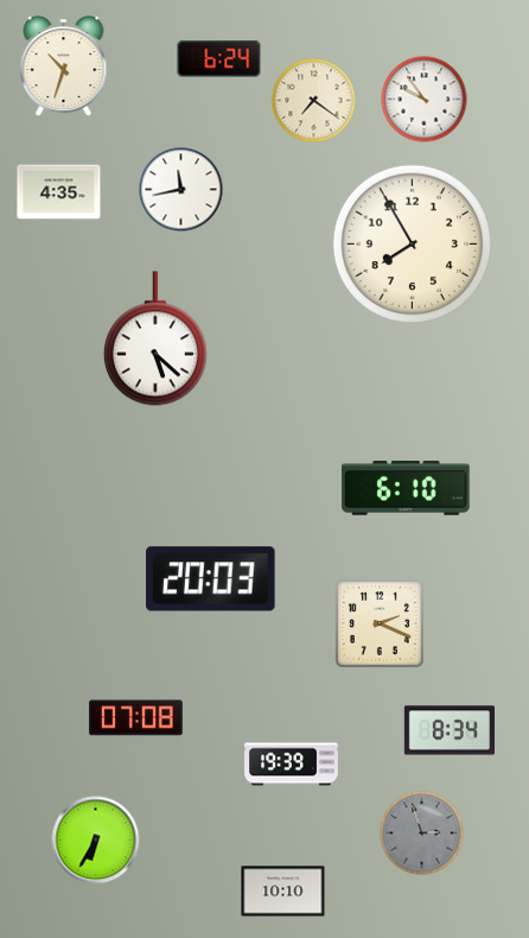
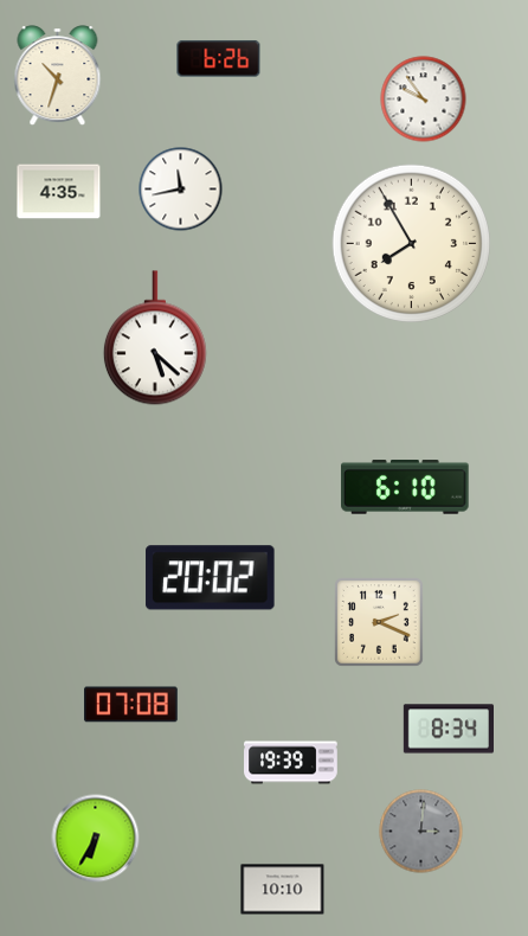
clock at (219, 59): 6:24 -> 6:26
clock at (64, 66) position: (64, 66) -> (58, 76)
clock at (314, 101): 7:21 -> none
clock at (211, 579): 20:03 -> 20:02
clock at (136, 718) position: (136, 718) -> (131, 705)
clock at (422, 834): 2:57 -> 3:01
